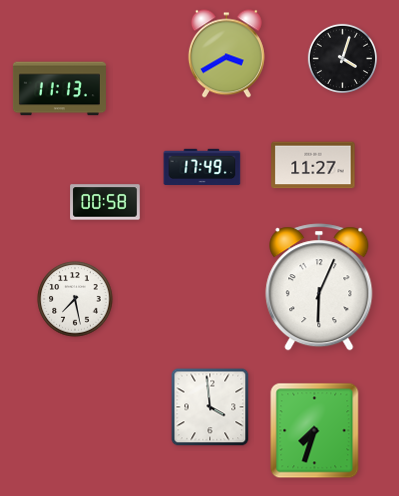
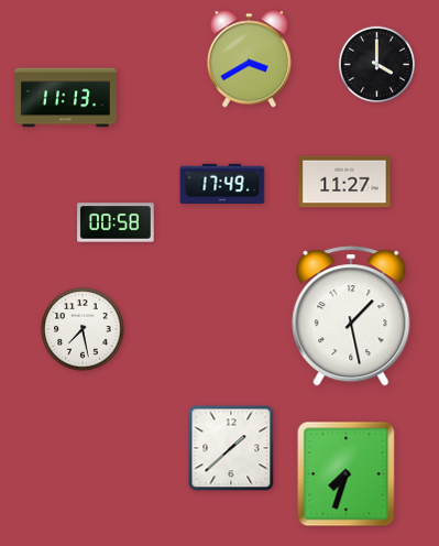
clock at (342, 58): 4:03 -> 4:00
clock at (319, 287): 6:04 -> 1:28
clock at (210, 407): 3:59 -> 1:38
